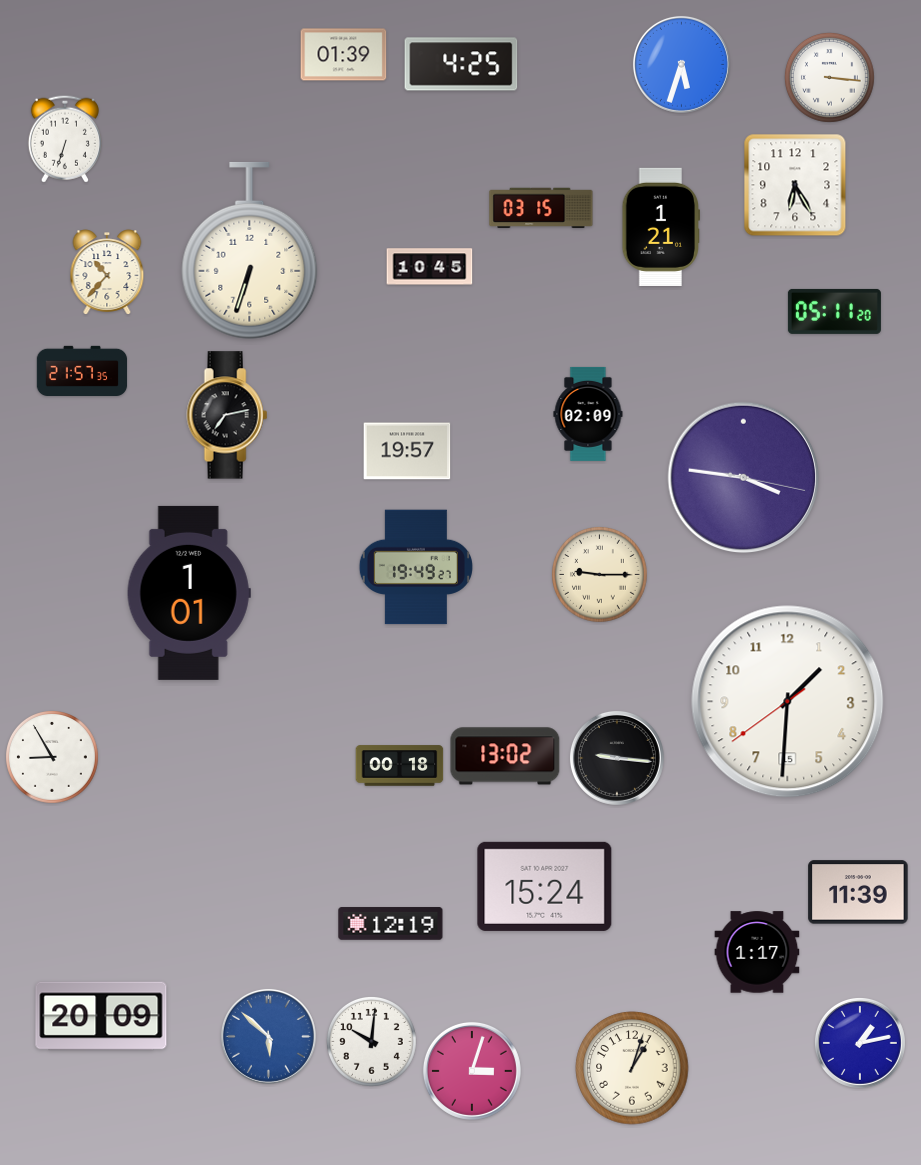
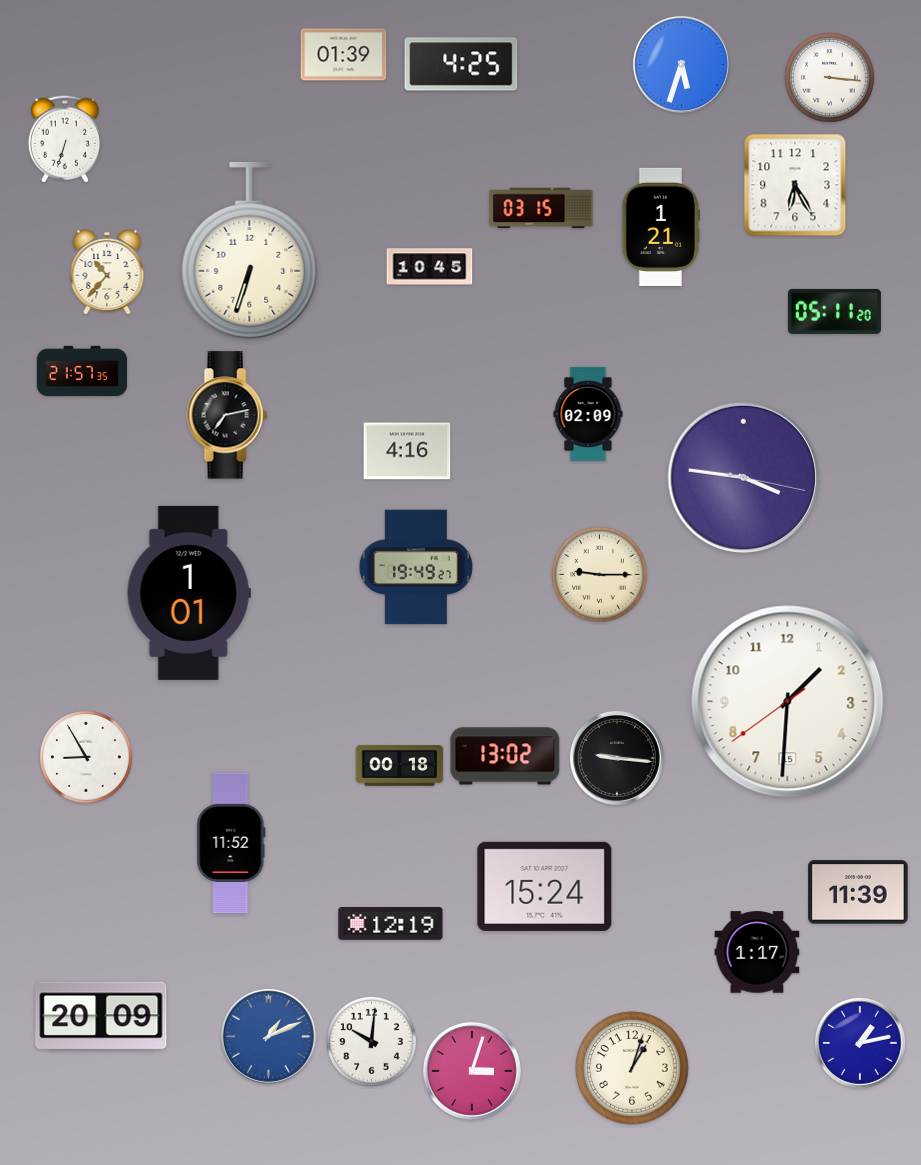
clock at (407, 451): 19:57 -> 4:16
clock at (53, 758) position: (53, 758) -> (87, 758)
clock at (231, 843): none -> 11:52
clock at (268, 1036): 5:52 -> 1:11
